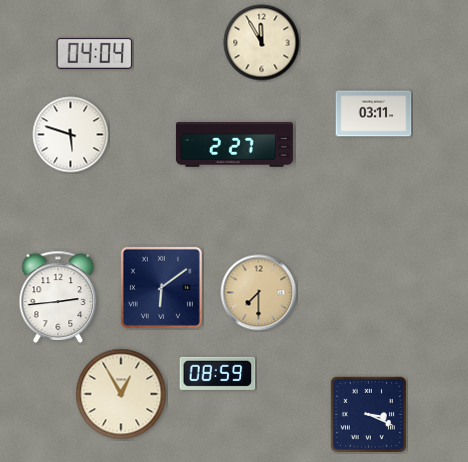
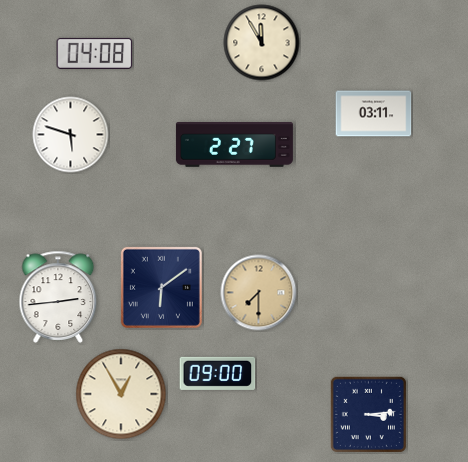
clock at (95, 53): 04:04 -> 04:08
clock at (218, 373): 08:59 -> 09:00
clock at (368, 414): 3:19 -> 3:14
